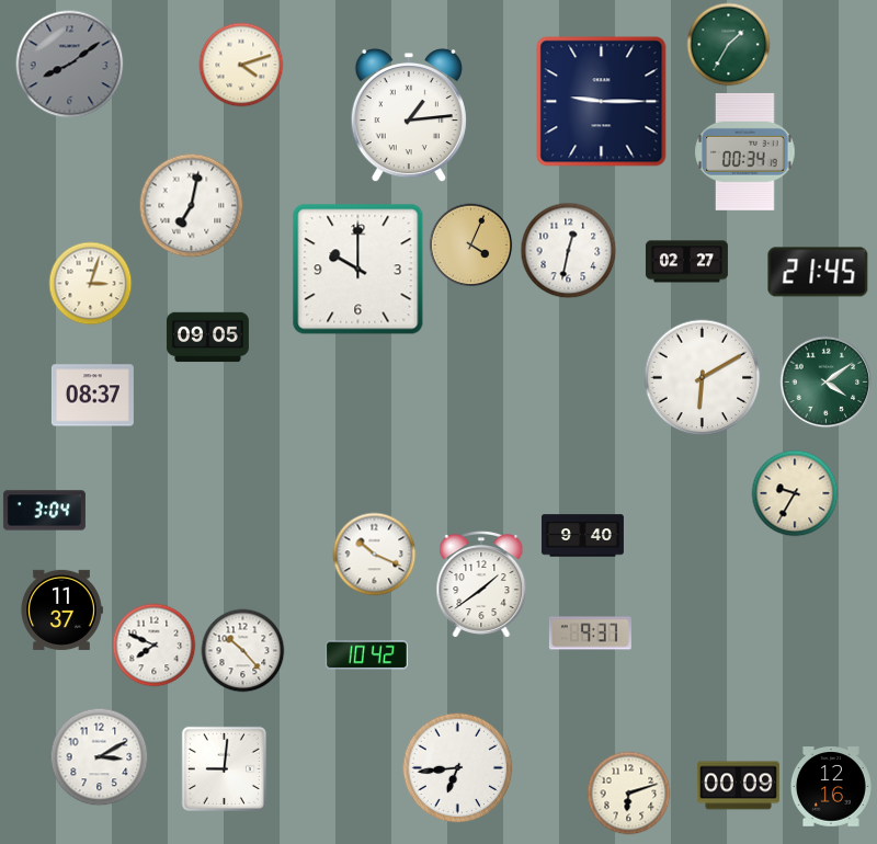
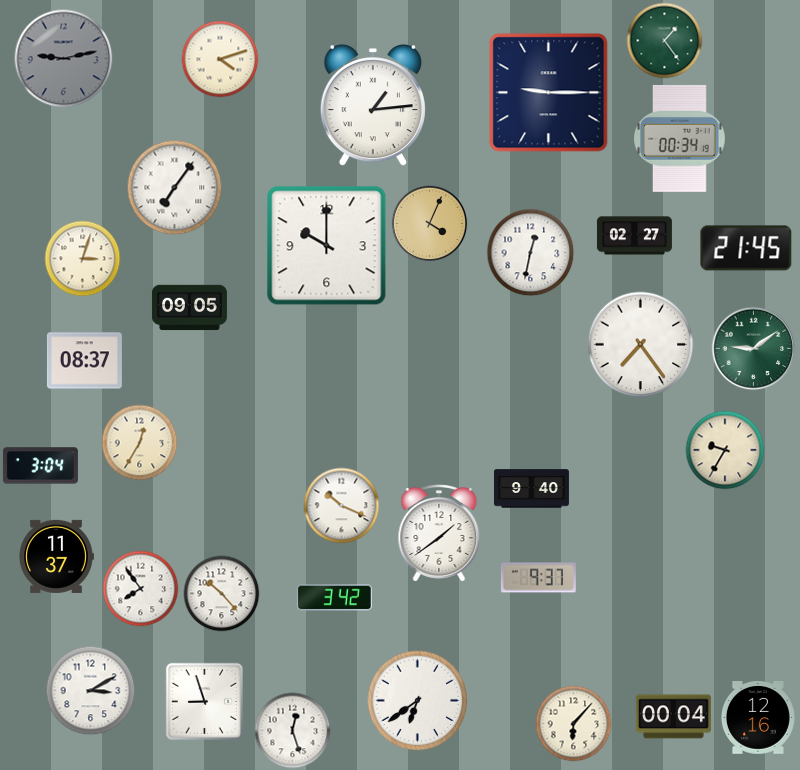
clock at (729, 45): 1:35 -> 1:24
clock at (70, 65): 8:09 -> 9:13
clock at (192, 206): 7:02 -> 7:06
clock at (569, 251) position: (569, 251) -> (531, 253)
clock at (686, 262) position: (686, 262) -> (634, 236)
clock at (703, 378): 6:10 -> 7:24
clock at (827, 383): 4:09 -> 9:09
clock at (140, 443): none -> 12:35
clock at (155, 646): 7:49 -> 7:54
clock at (366, 655): 10:42 -> 3:42
clock at (224, 768): 9:01 -> 8:57
clock at (458, 768): 6:44 -> 6:39
clock at (738, 786): 00:09 -> 00:04
clock at (629, 794): 6:12 -> 6:07
clock at (293, 731): none -> 12:27
